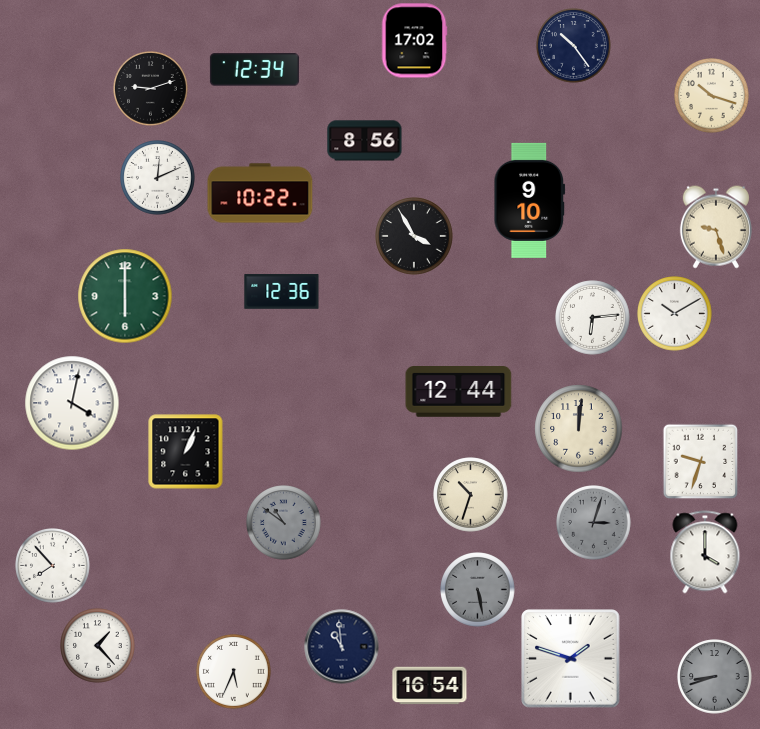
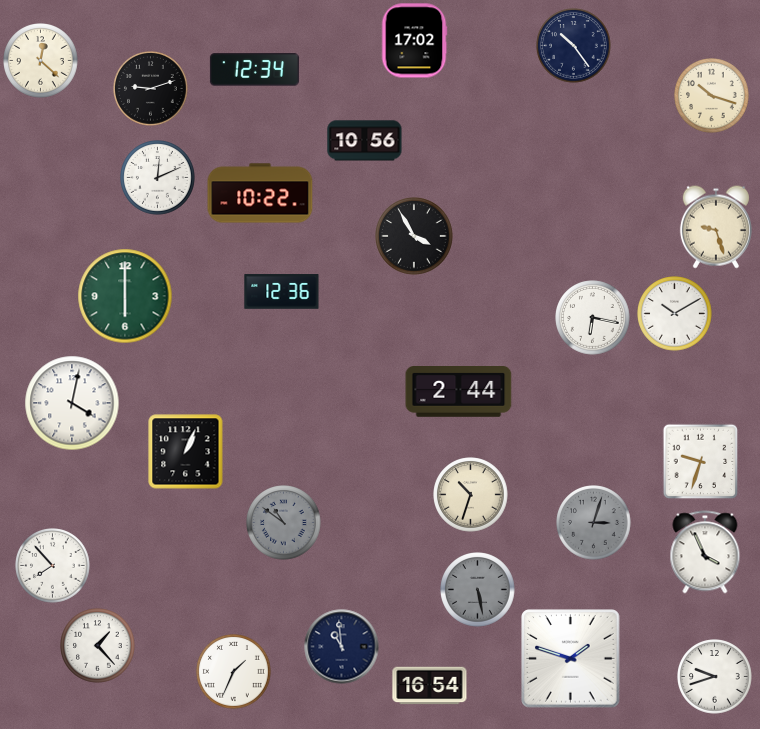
clock at (41, 61): none -> 12:22
clock at (365, 141): 8:56 -> 10:56
clock at (530, 200): 9:10 -> none
clock at (593, 318): 6:14 -> 6:17
clock at (459, 392): 12:44 -> 2:44
clock at (579, 429): 12:01 -> none
clock at (705, 552): 4:00 -> 3:56
clock at (234, 672): 5:34 -> 1:34
clock at (715, 677): 8:42 -> 9:42
clock at (715, 677) dial: grey -> white
